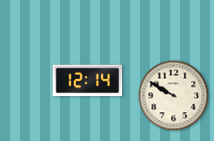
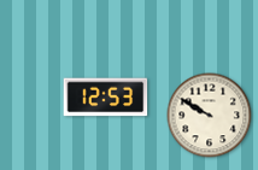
clock at (88, 81): 12:14 -> 12:53
